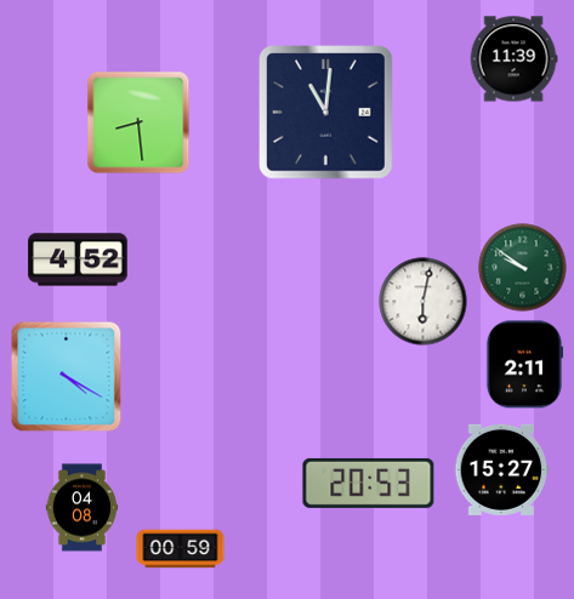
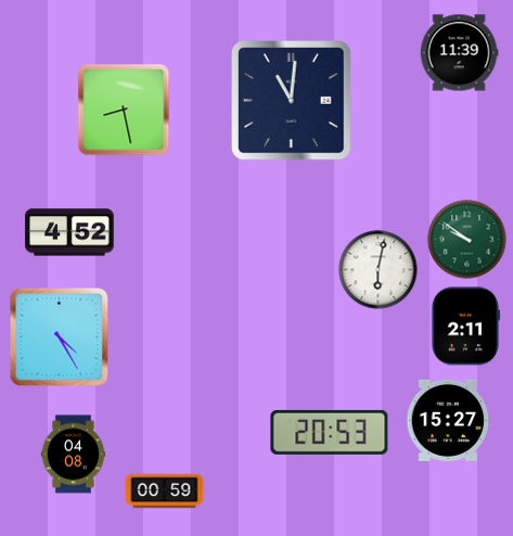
clock at (138, 122): 8:29 -> 8:28
clock at (524, 365) position: (524, 365) -> (465, 327)
clock at (67, 377): 4:20 -> 4:25
clock at (181, 549) position: (181, 549) -> (165, 492)
